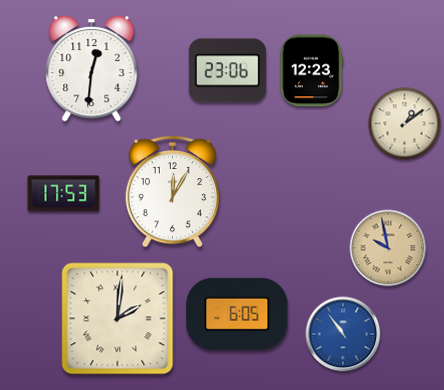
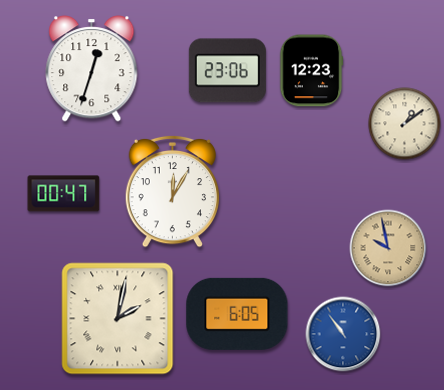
clock at (92, 69): 12:31 -> 12:33
clock at (64, 194): 17:53 -> 00:47
clock at (118, 319): 2:01 -> 2:02
